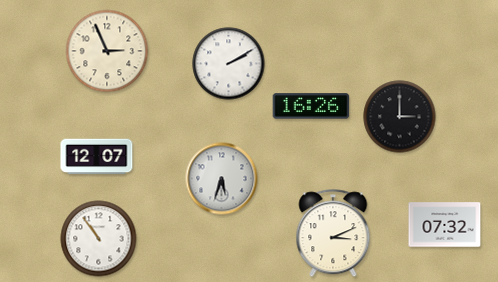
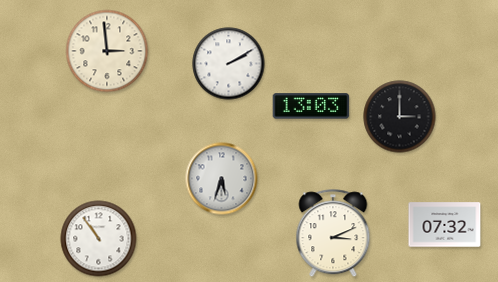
clock at (107, 51): 2:56 -> 2:59
clock at (311, 106): 16:26 -> 13:03
clock at (97, 157): 12:07 -> none
